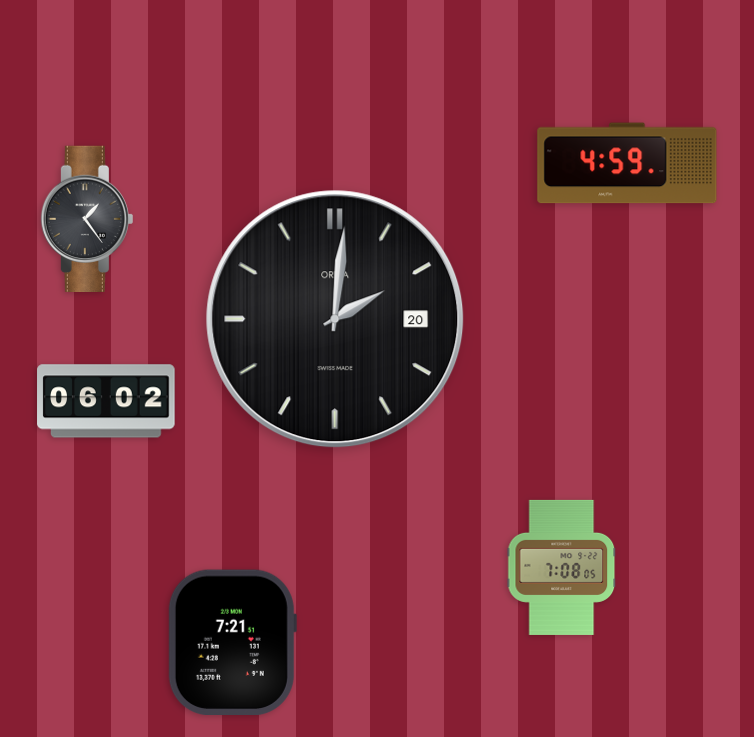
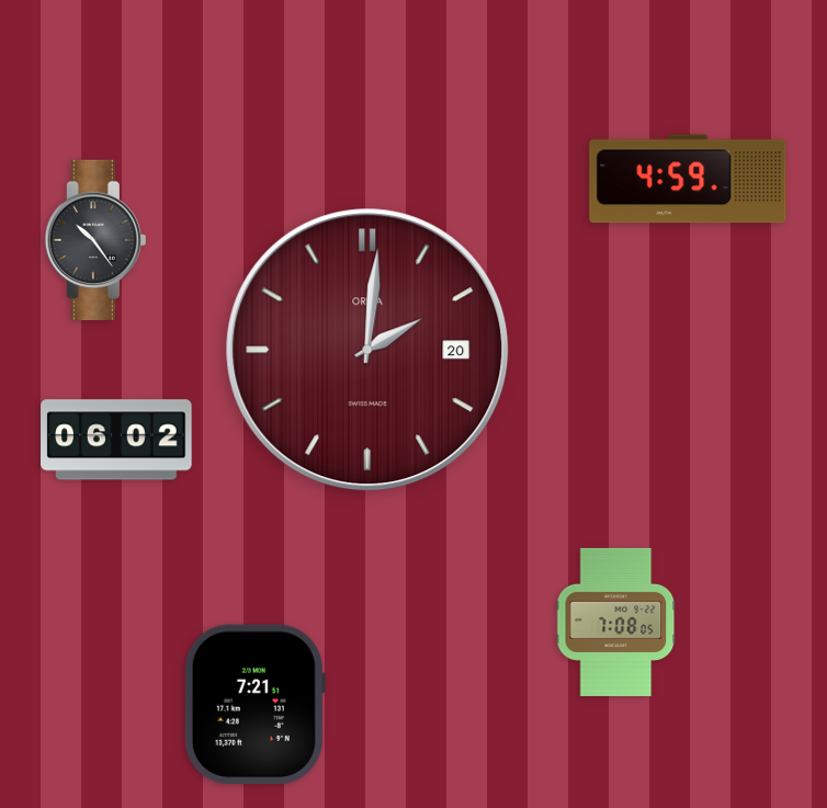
clock at (87, 218): 1:24 -> 10:24
clock at (335, 319) dial: black -> burgundy
